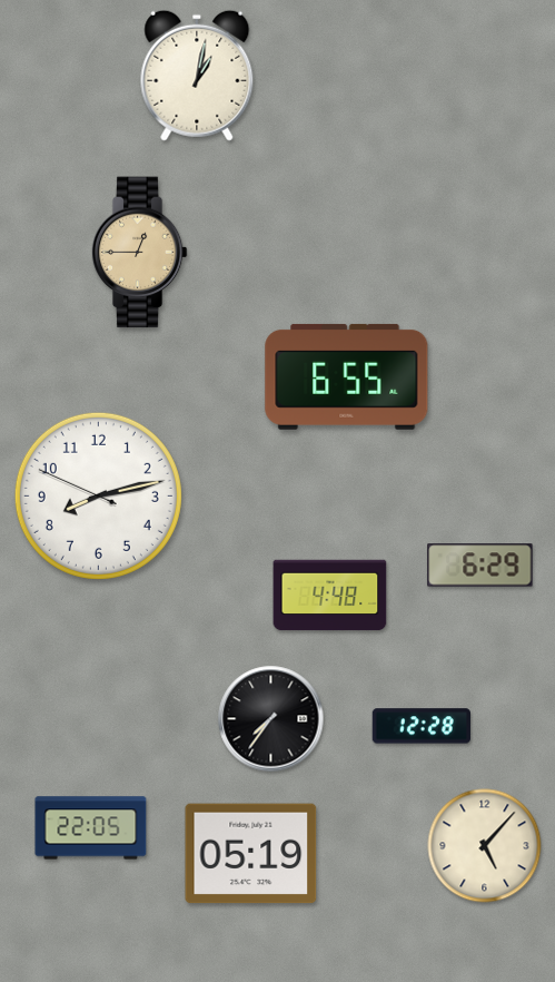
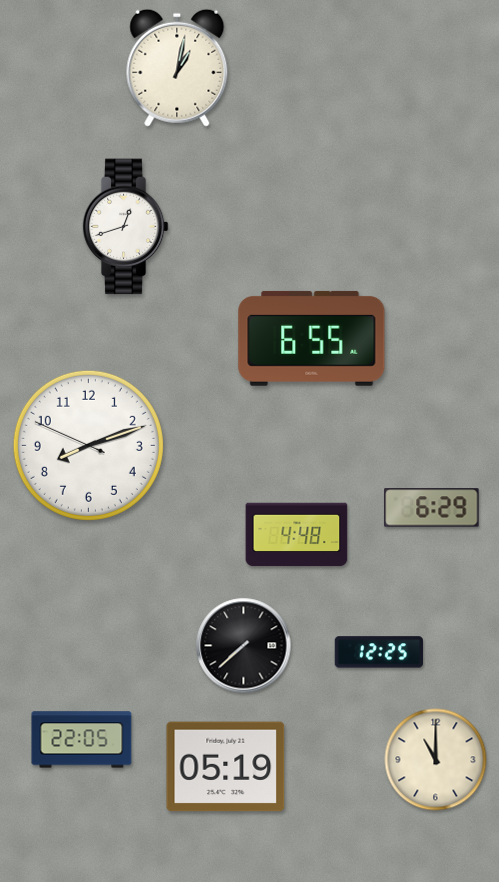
clock at (139, 253): 12:45 -> 12:42
clock at (139, 253) dial: champagne -> white
clock at (98, 495): 8:12 -> 8:11
clock at (271, 719): 7:36 -> 7:38
clock at (422, 726): 12:28 -> 12:25
clock at (91, 828) position: (91, 828) -> (82, 740)
clock at (485, 846): 5:07 -> 11:00
